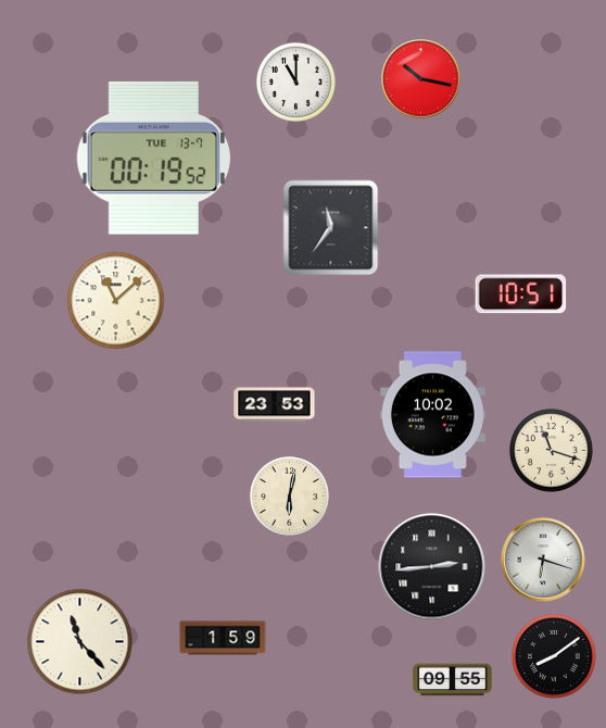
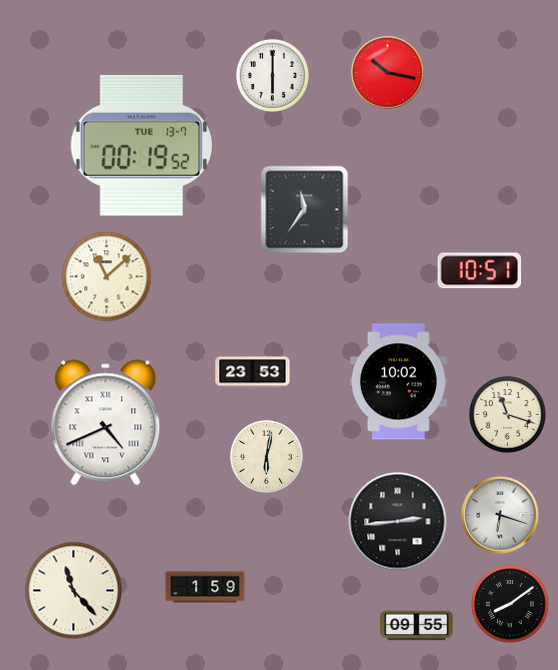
clock at (295, 81): 11:00 -> 6:00
clock at (106, 423): none -> 4:41
